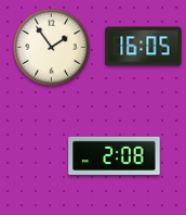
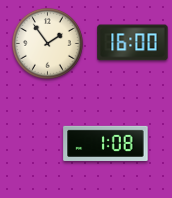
clock at (144, 47): 16:05 -> 16:00
clock at (115, 155): 2:08 -> 1:08
